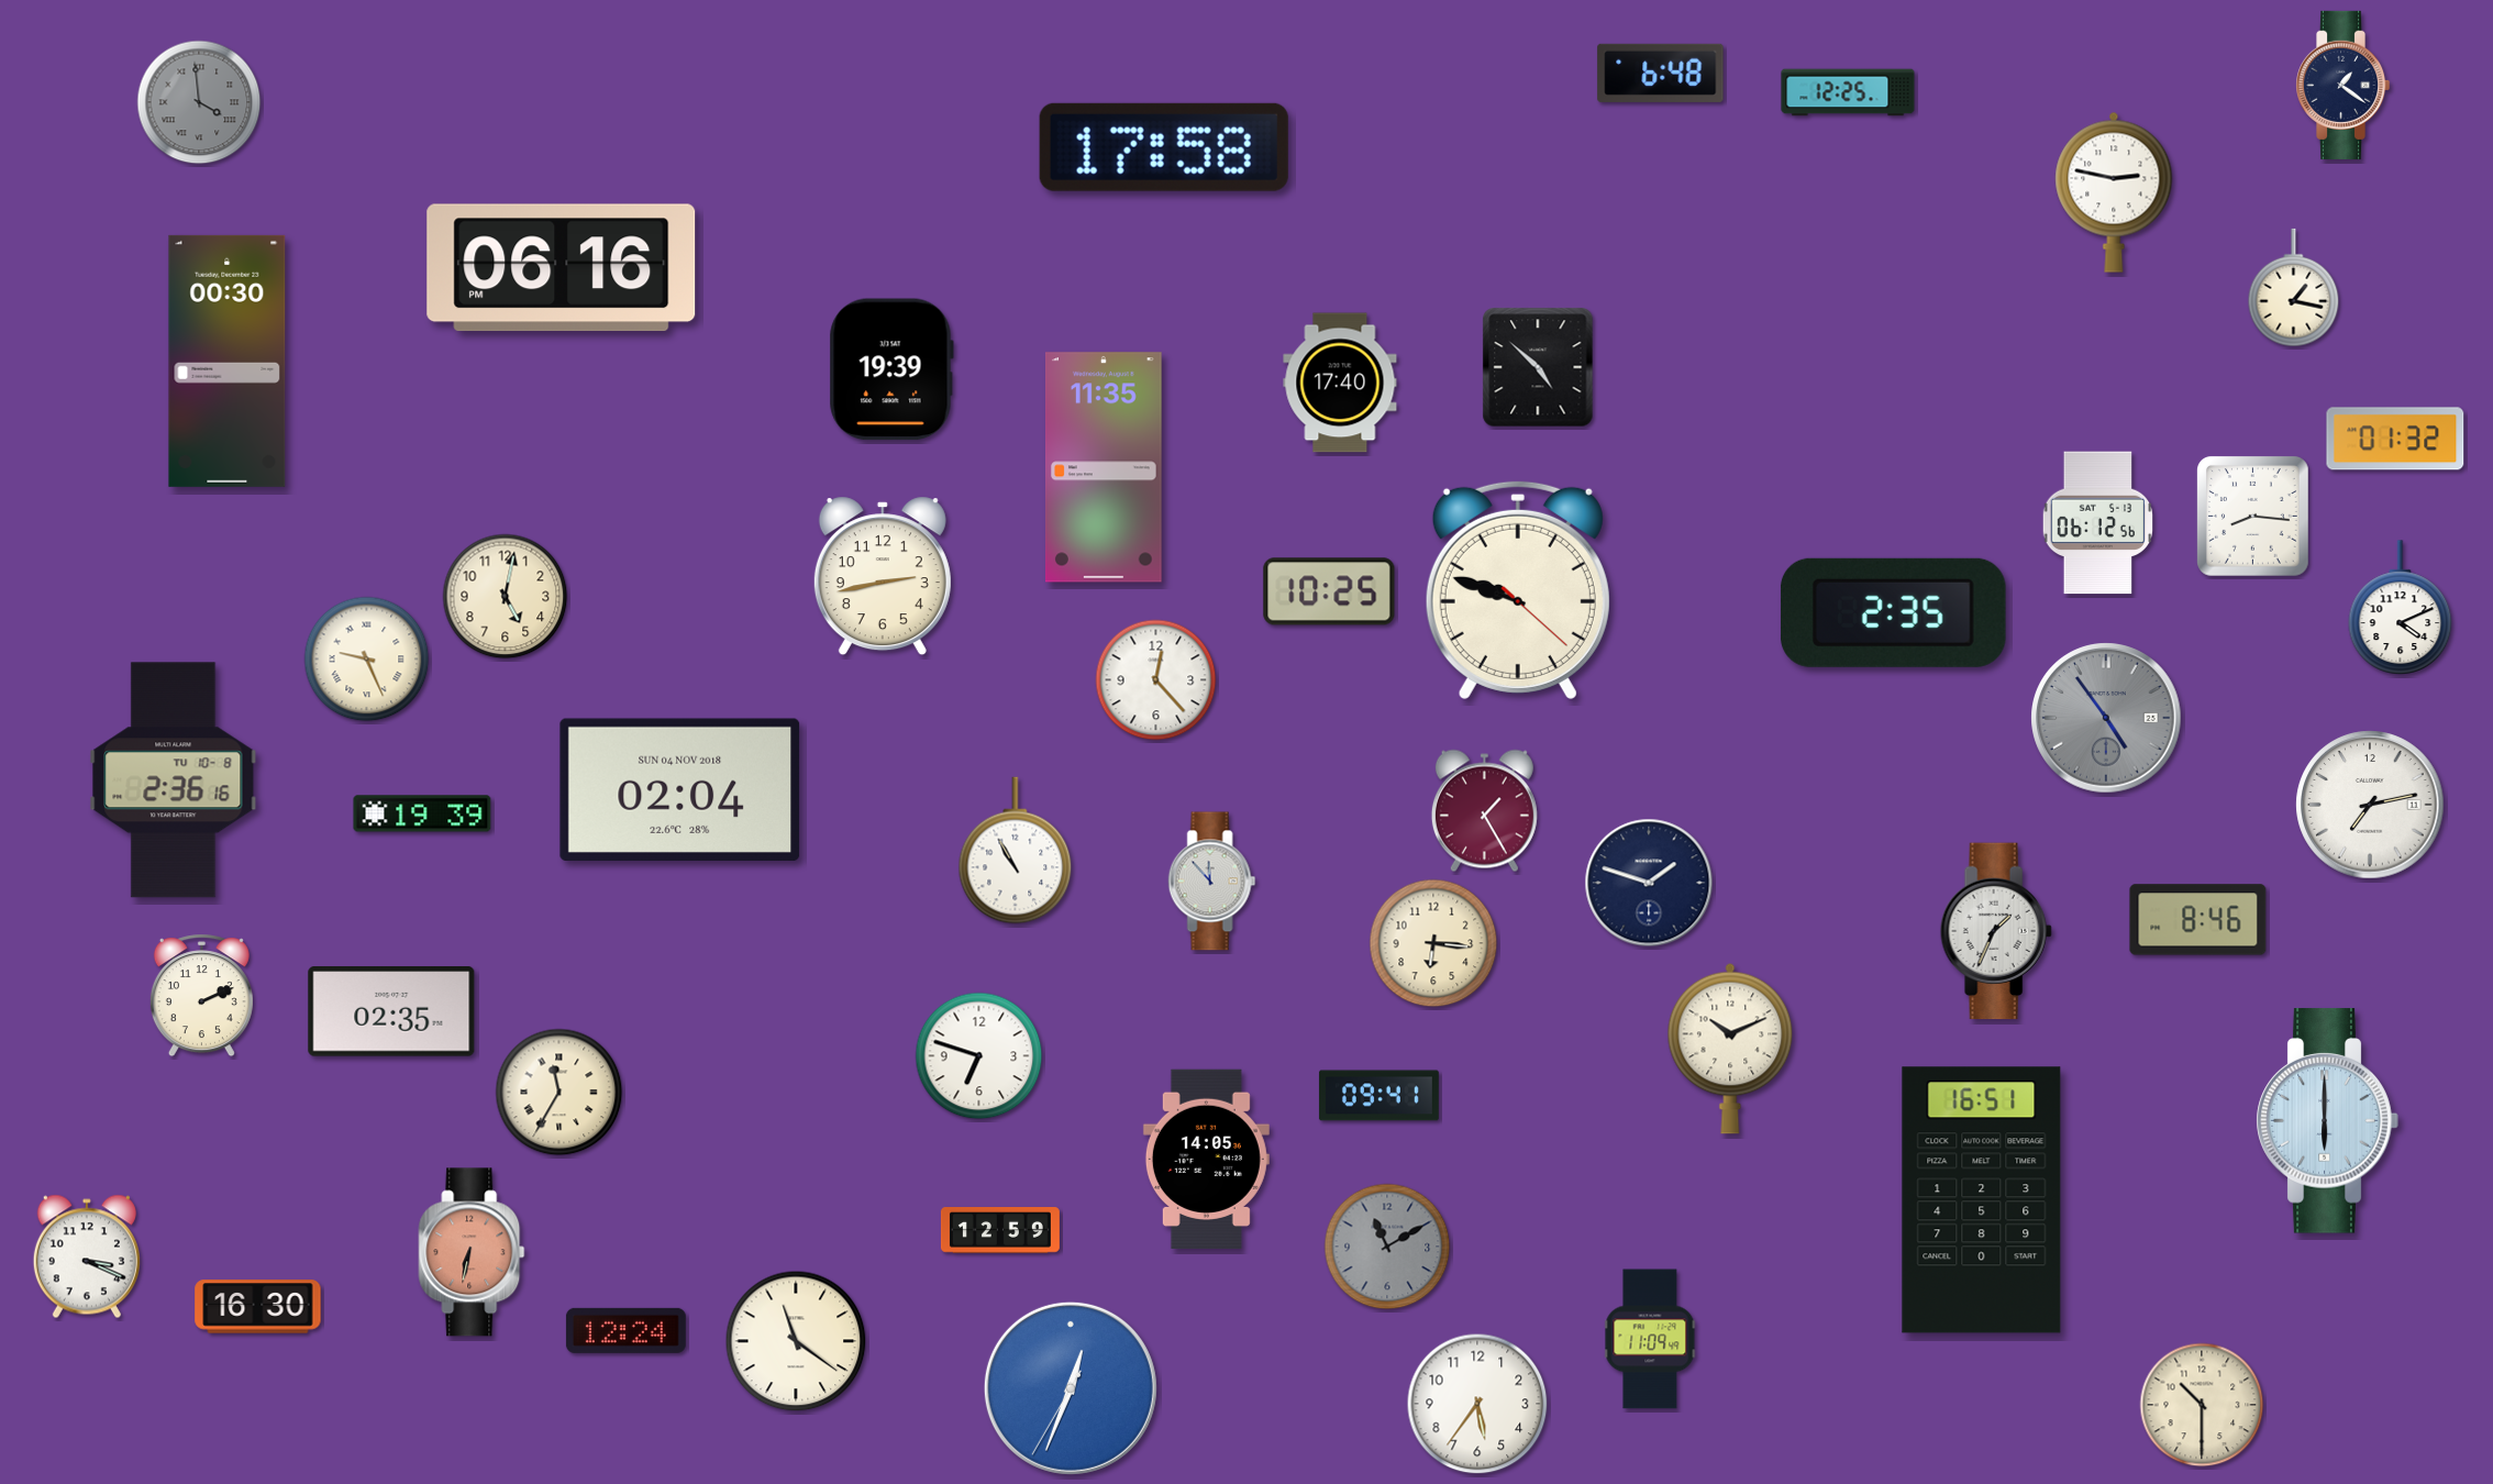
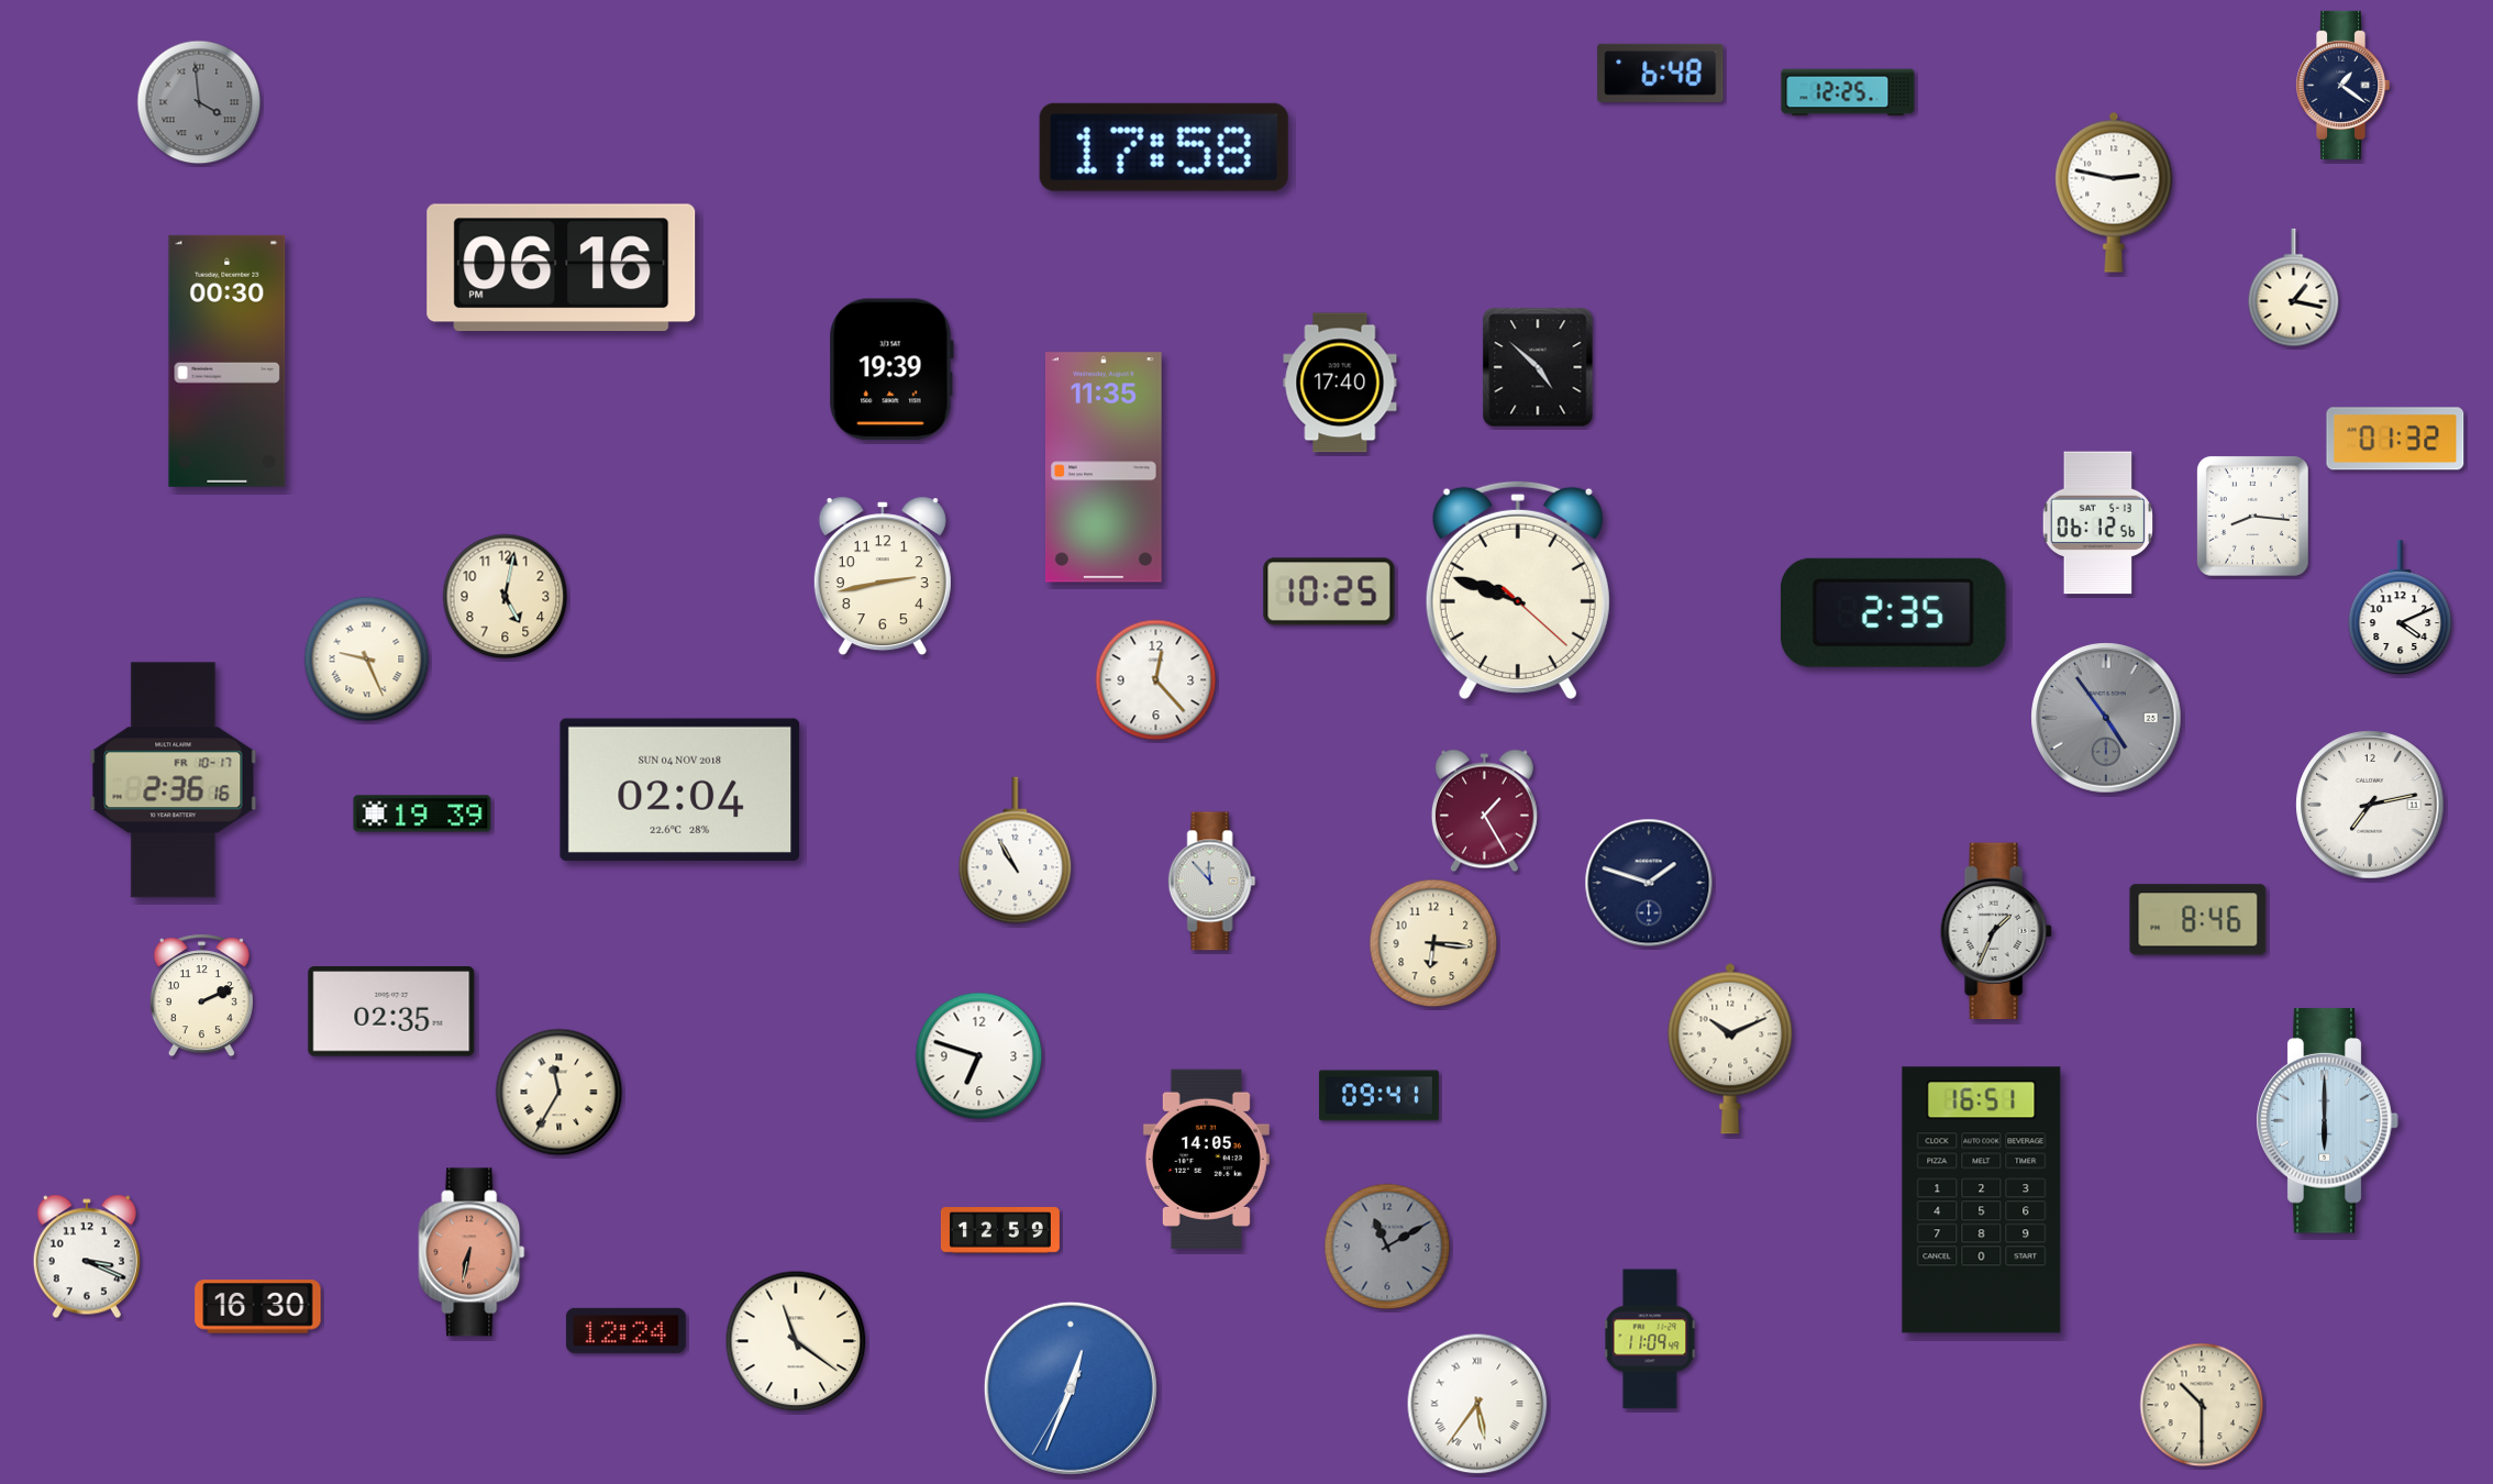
clock at (174, 780) date: TU 10-8 -> FR 10-17
clock at (1477, 1404) numerals: Arabic -> Roman
